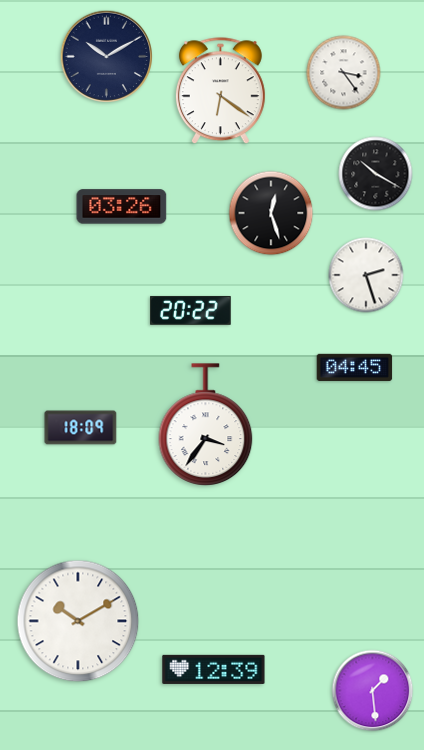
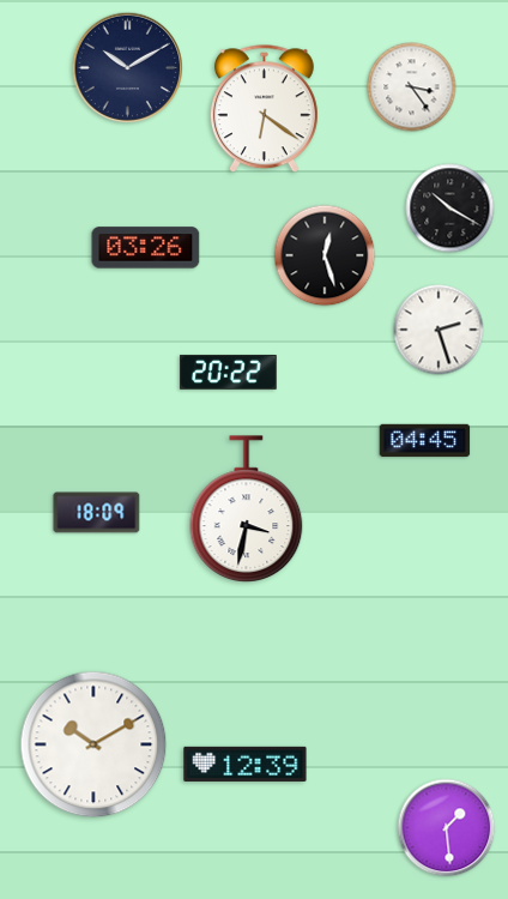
clock at (206, 425): 3:36 -> 3:32
clock at (214, 669) position: (214, 669) -> (246, 764)
